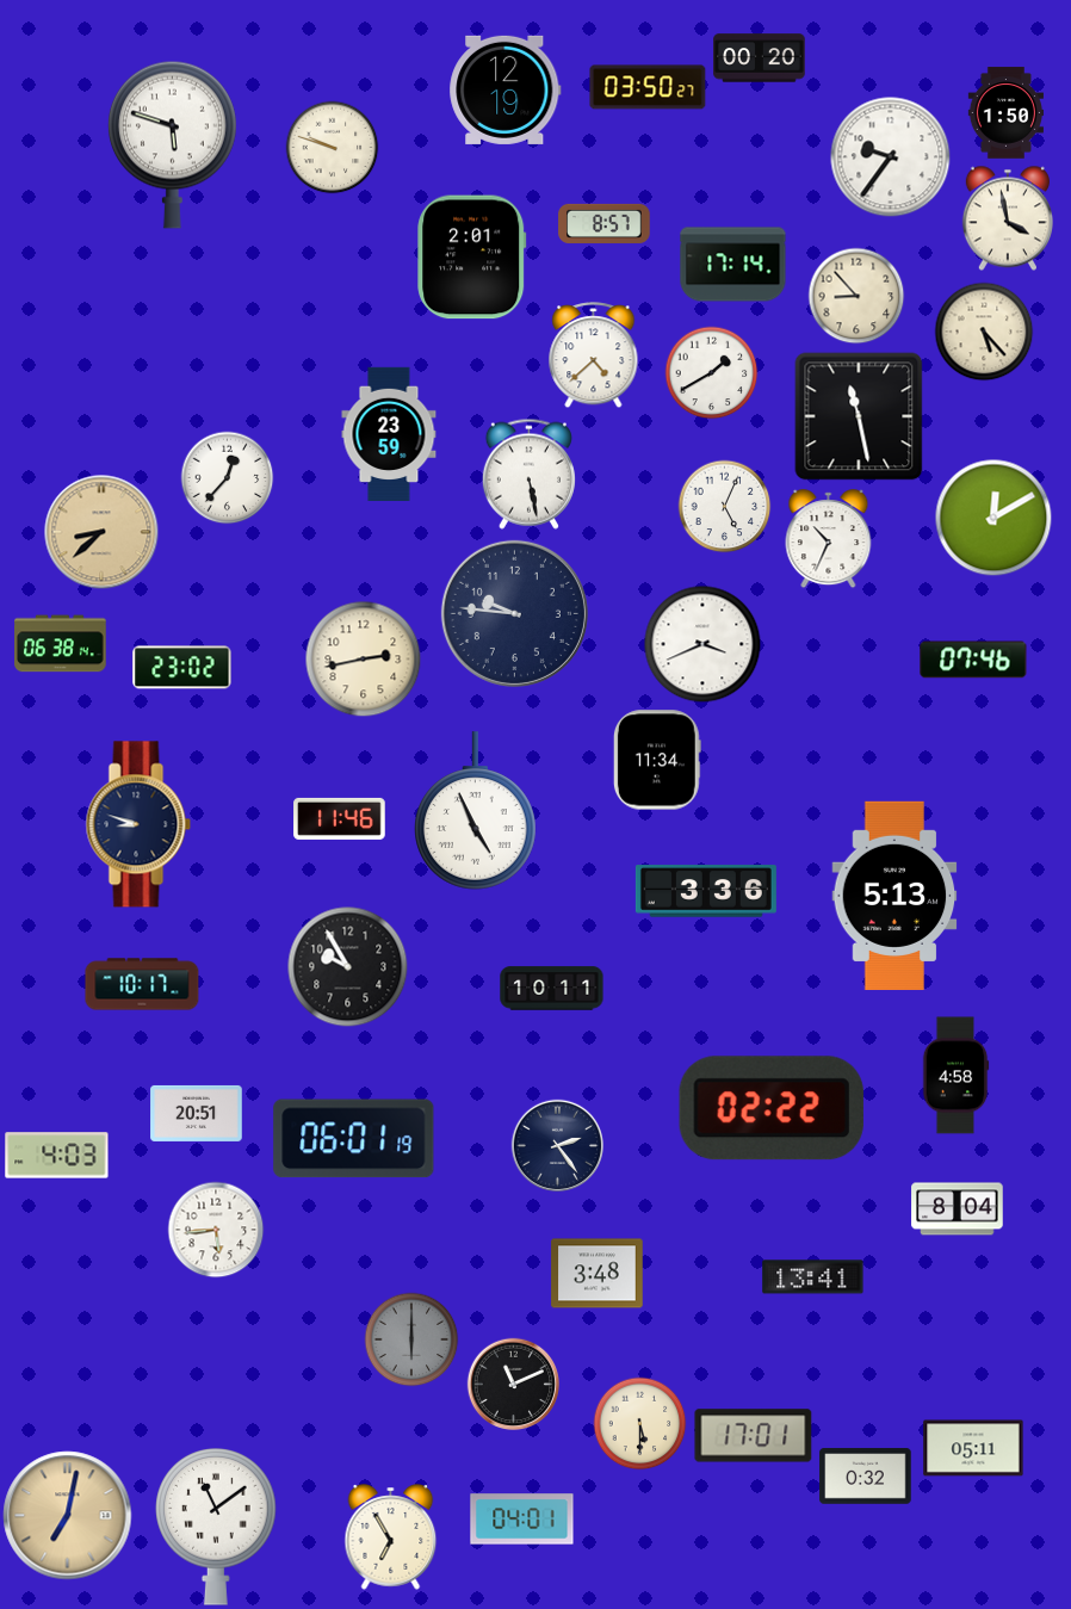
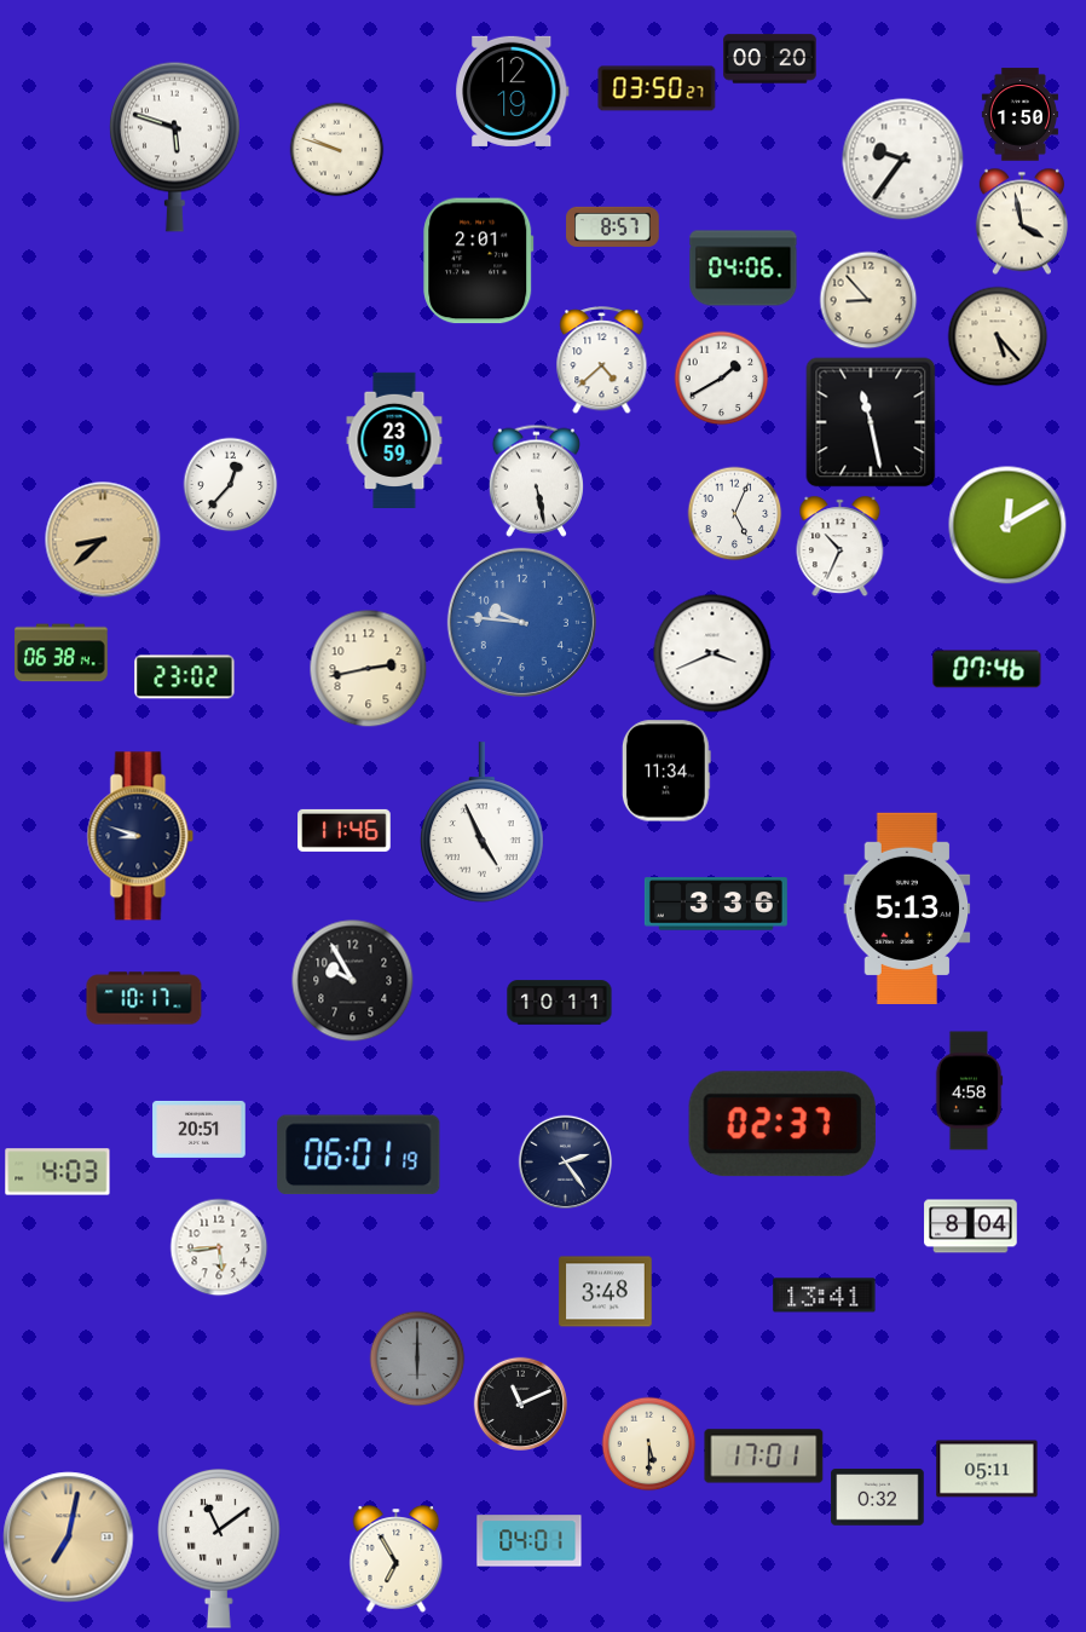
clock at (733, 265): 17:14 -> 04:06
clock at (514, 613) dial: navy -> blue
clock at (772, 1108): 02:22 -> 02:37
